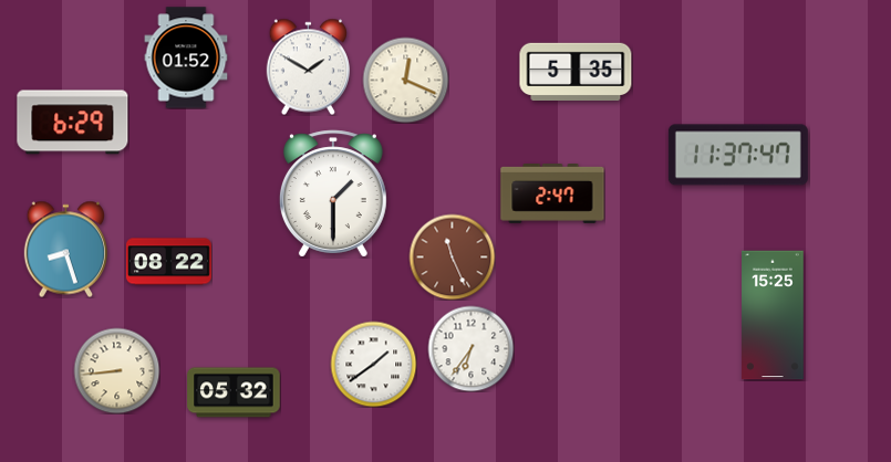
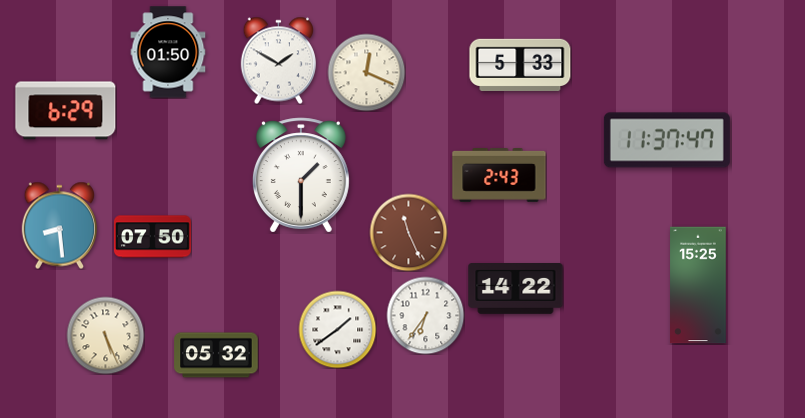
clock at (186, 57): 01:52 -> 01:50
clock at (576, 71): 5:35 -> 5:33
clock at (552, 195): 2:47 -> 2:43
clock at (65, 249): 8:27 -> 8:29
clock at (168, 262): 08:22 -> 07:50
clock at (516, 289): none -> 14:22
clock at (116, 370): 8:44 -> 5:26
clock at (234, 392) position: (234, 392) -> (216, 355)
